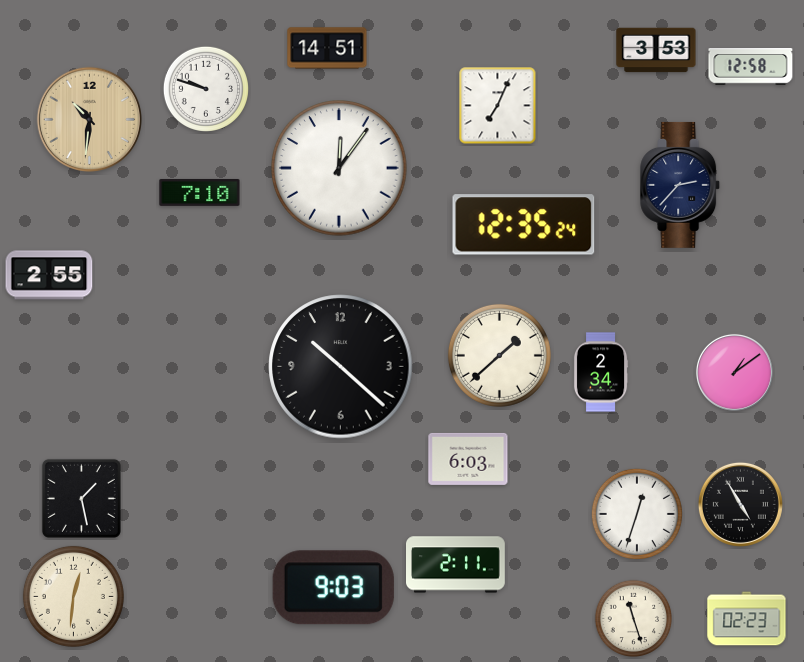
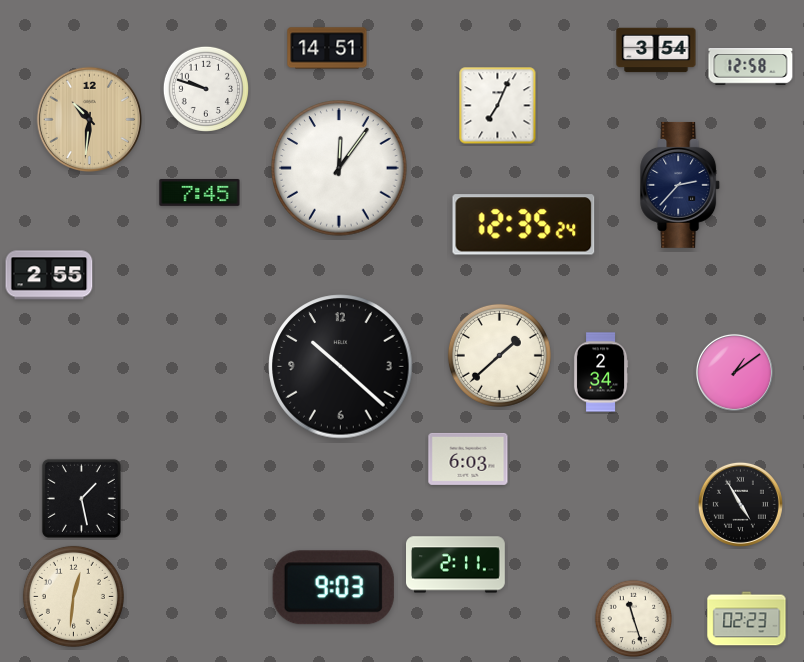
clock at (656, 50): 3:53 -> 3:54
clock at (200, 193): 7:10 -> 7:45
clock at (637, 514): 12:33 -> none
